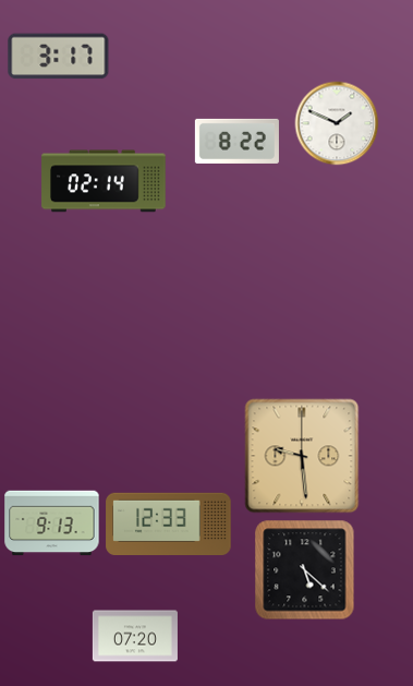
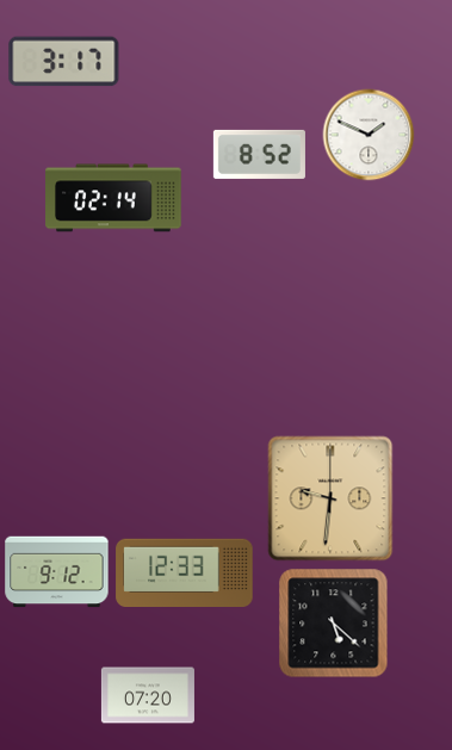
clock at (236, 141): 8:22 -> 8:52
clock at (302, 456): 9:29 -> 9:31
clock at (52, 523): 9:13 -> 9:12
